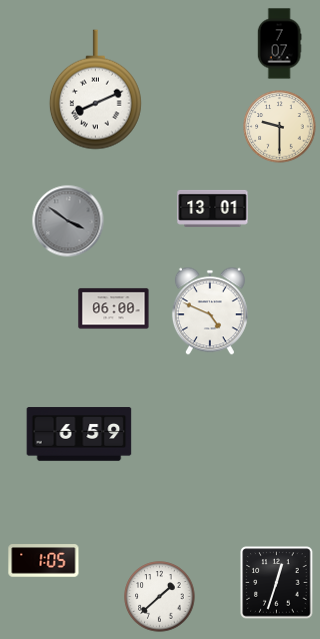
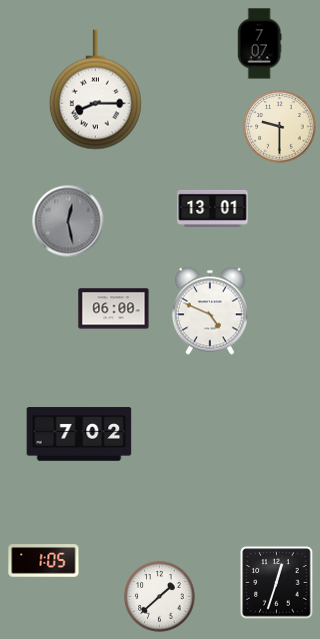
clock at (279, 44) position: (279, 44) -> (259, 44)
clock at (95, 90): 8:11 -> 8:15
clock at (68, 221): 3:51 -> 12:28
clock at (79, 434): 6:59 -> 7:02
